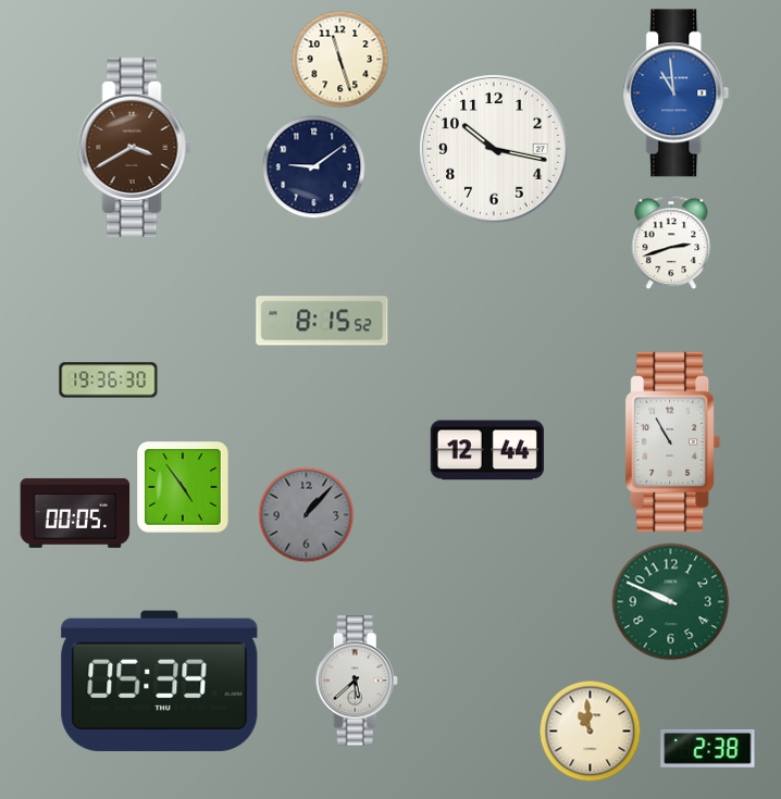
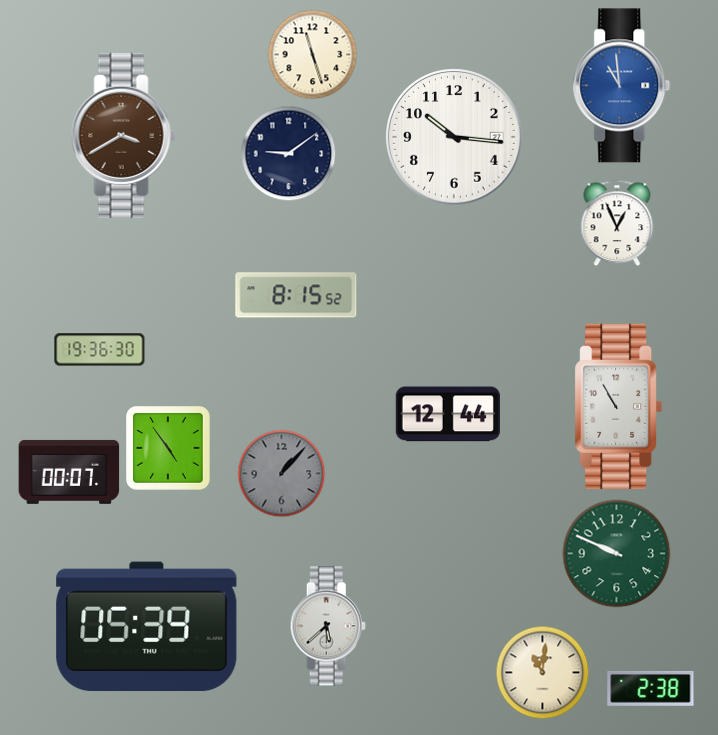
clock at (494, 149): 10:17 -> 10:16
clock at (671, 242): 2:42 -> 12:56
clock at (75, 513): 00:05 -> 00:07
clock at (591, 732): 10:59 -> 11:01
